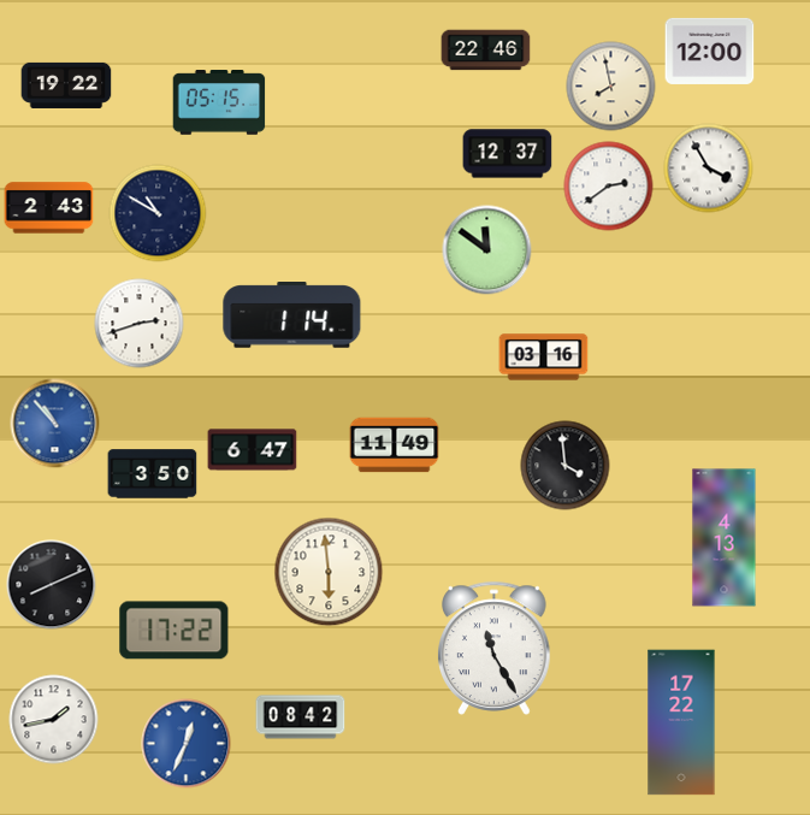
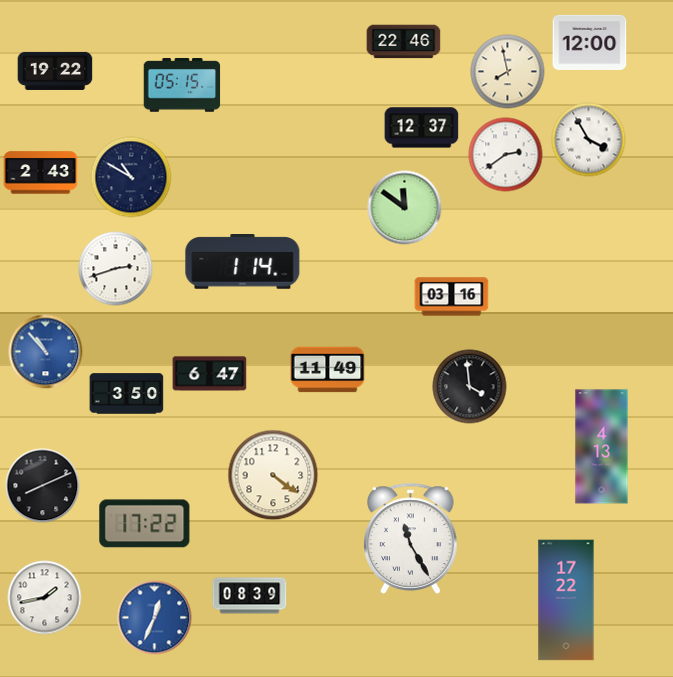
clock at (329, 572): 5:59 -> 4:21
clock at (301, 717): 08:42 -> 08:39
